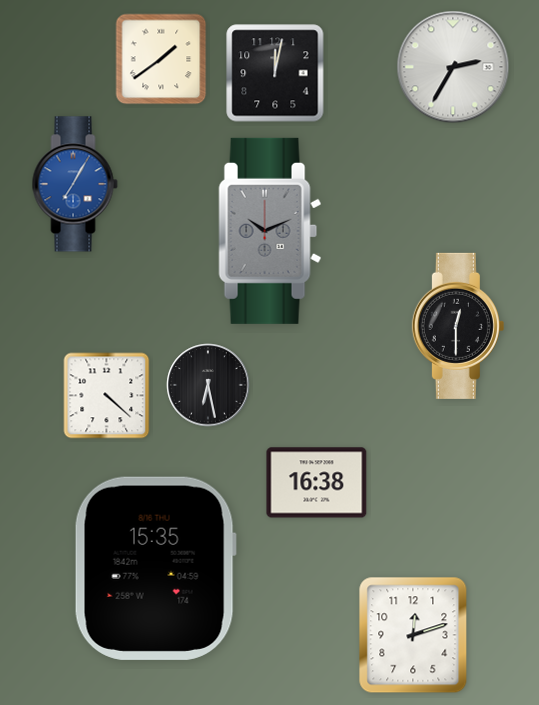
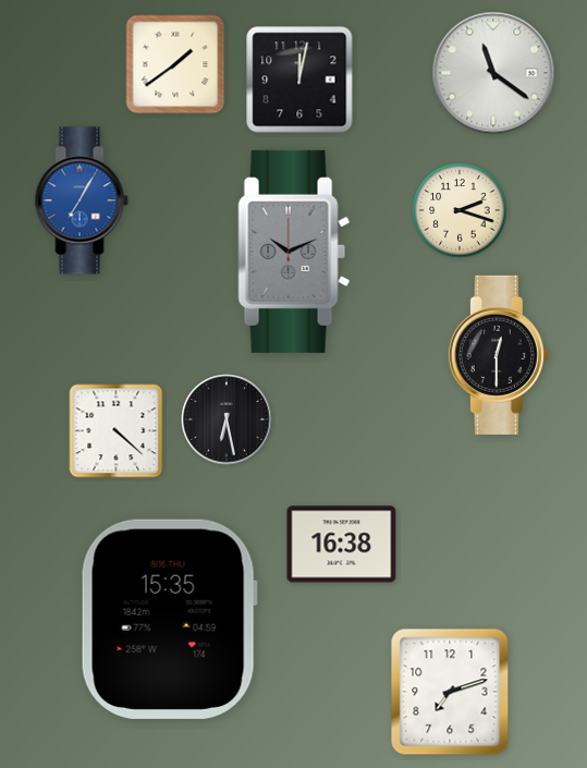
clock at (453, 67): 2:35 -> 11:21
clock at (460, 210): none -> 2:18
clock at (317, 483) position: (317, 483) -> (342, 545)
clock at (413, 635): 12:12 -> 7:12
